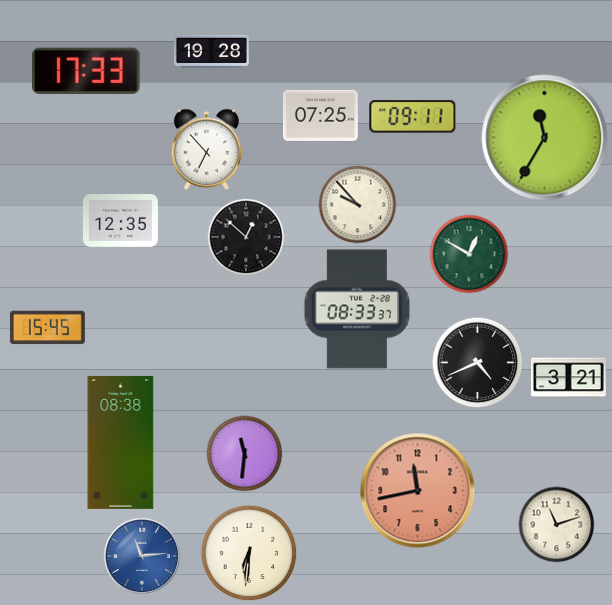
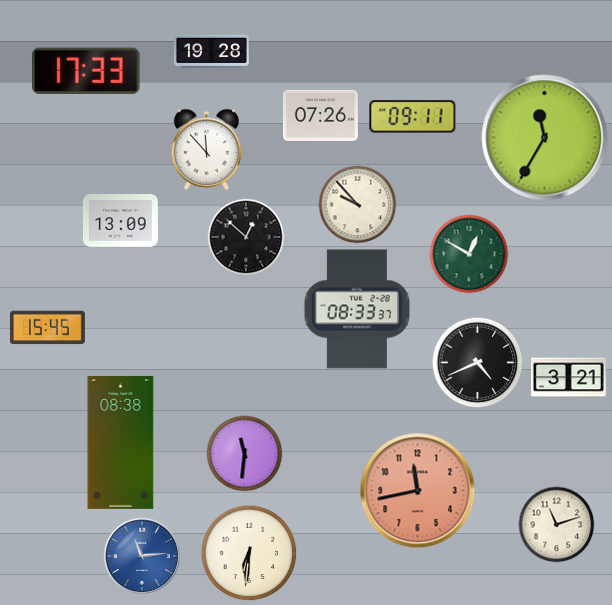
clock at (320, 115): 07:25 -> 07:26
clock at (207, 149): 6:53 -> 11:53
clock at (120, 221): 12:35 -> 13:09
